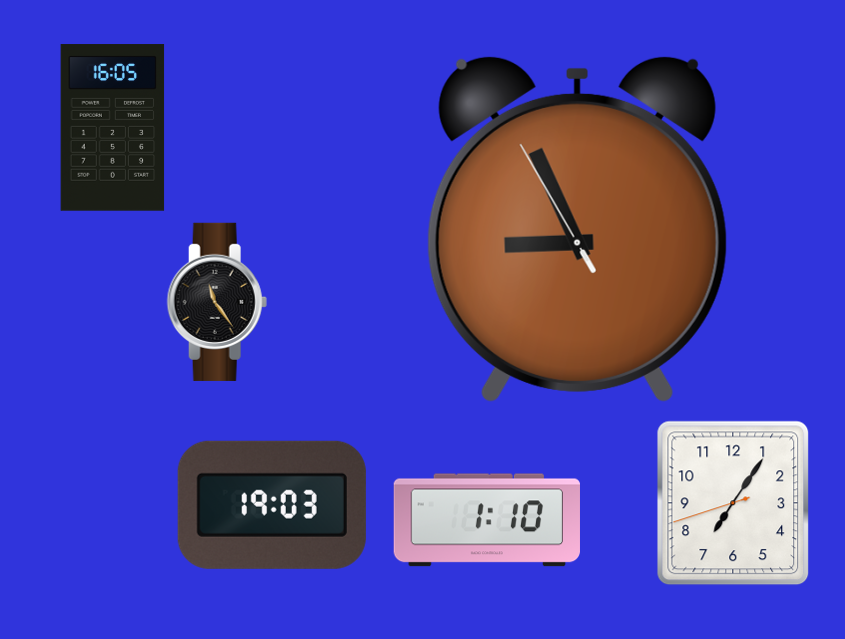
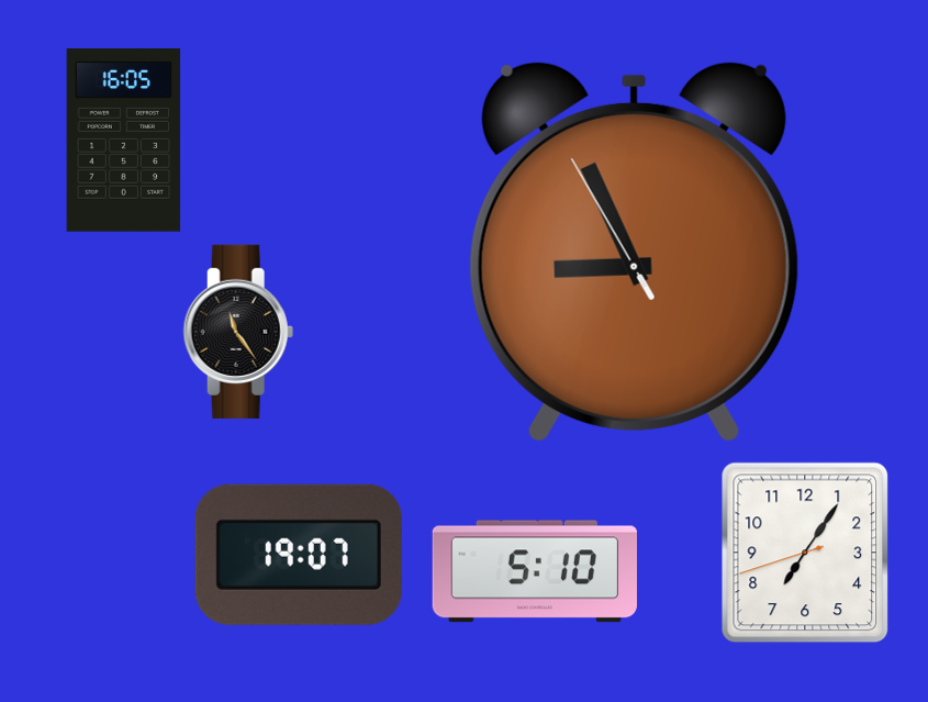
clock at (272, 505): 19:03 -> 19:07
clock at (487, 520): 1:10 -> 5:10
